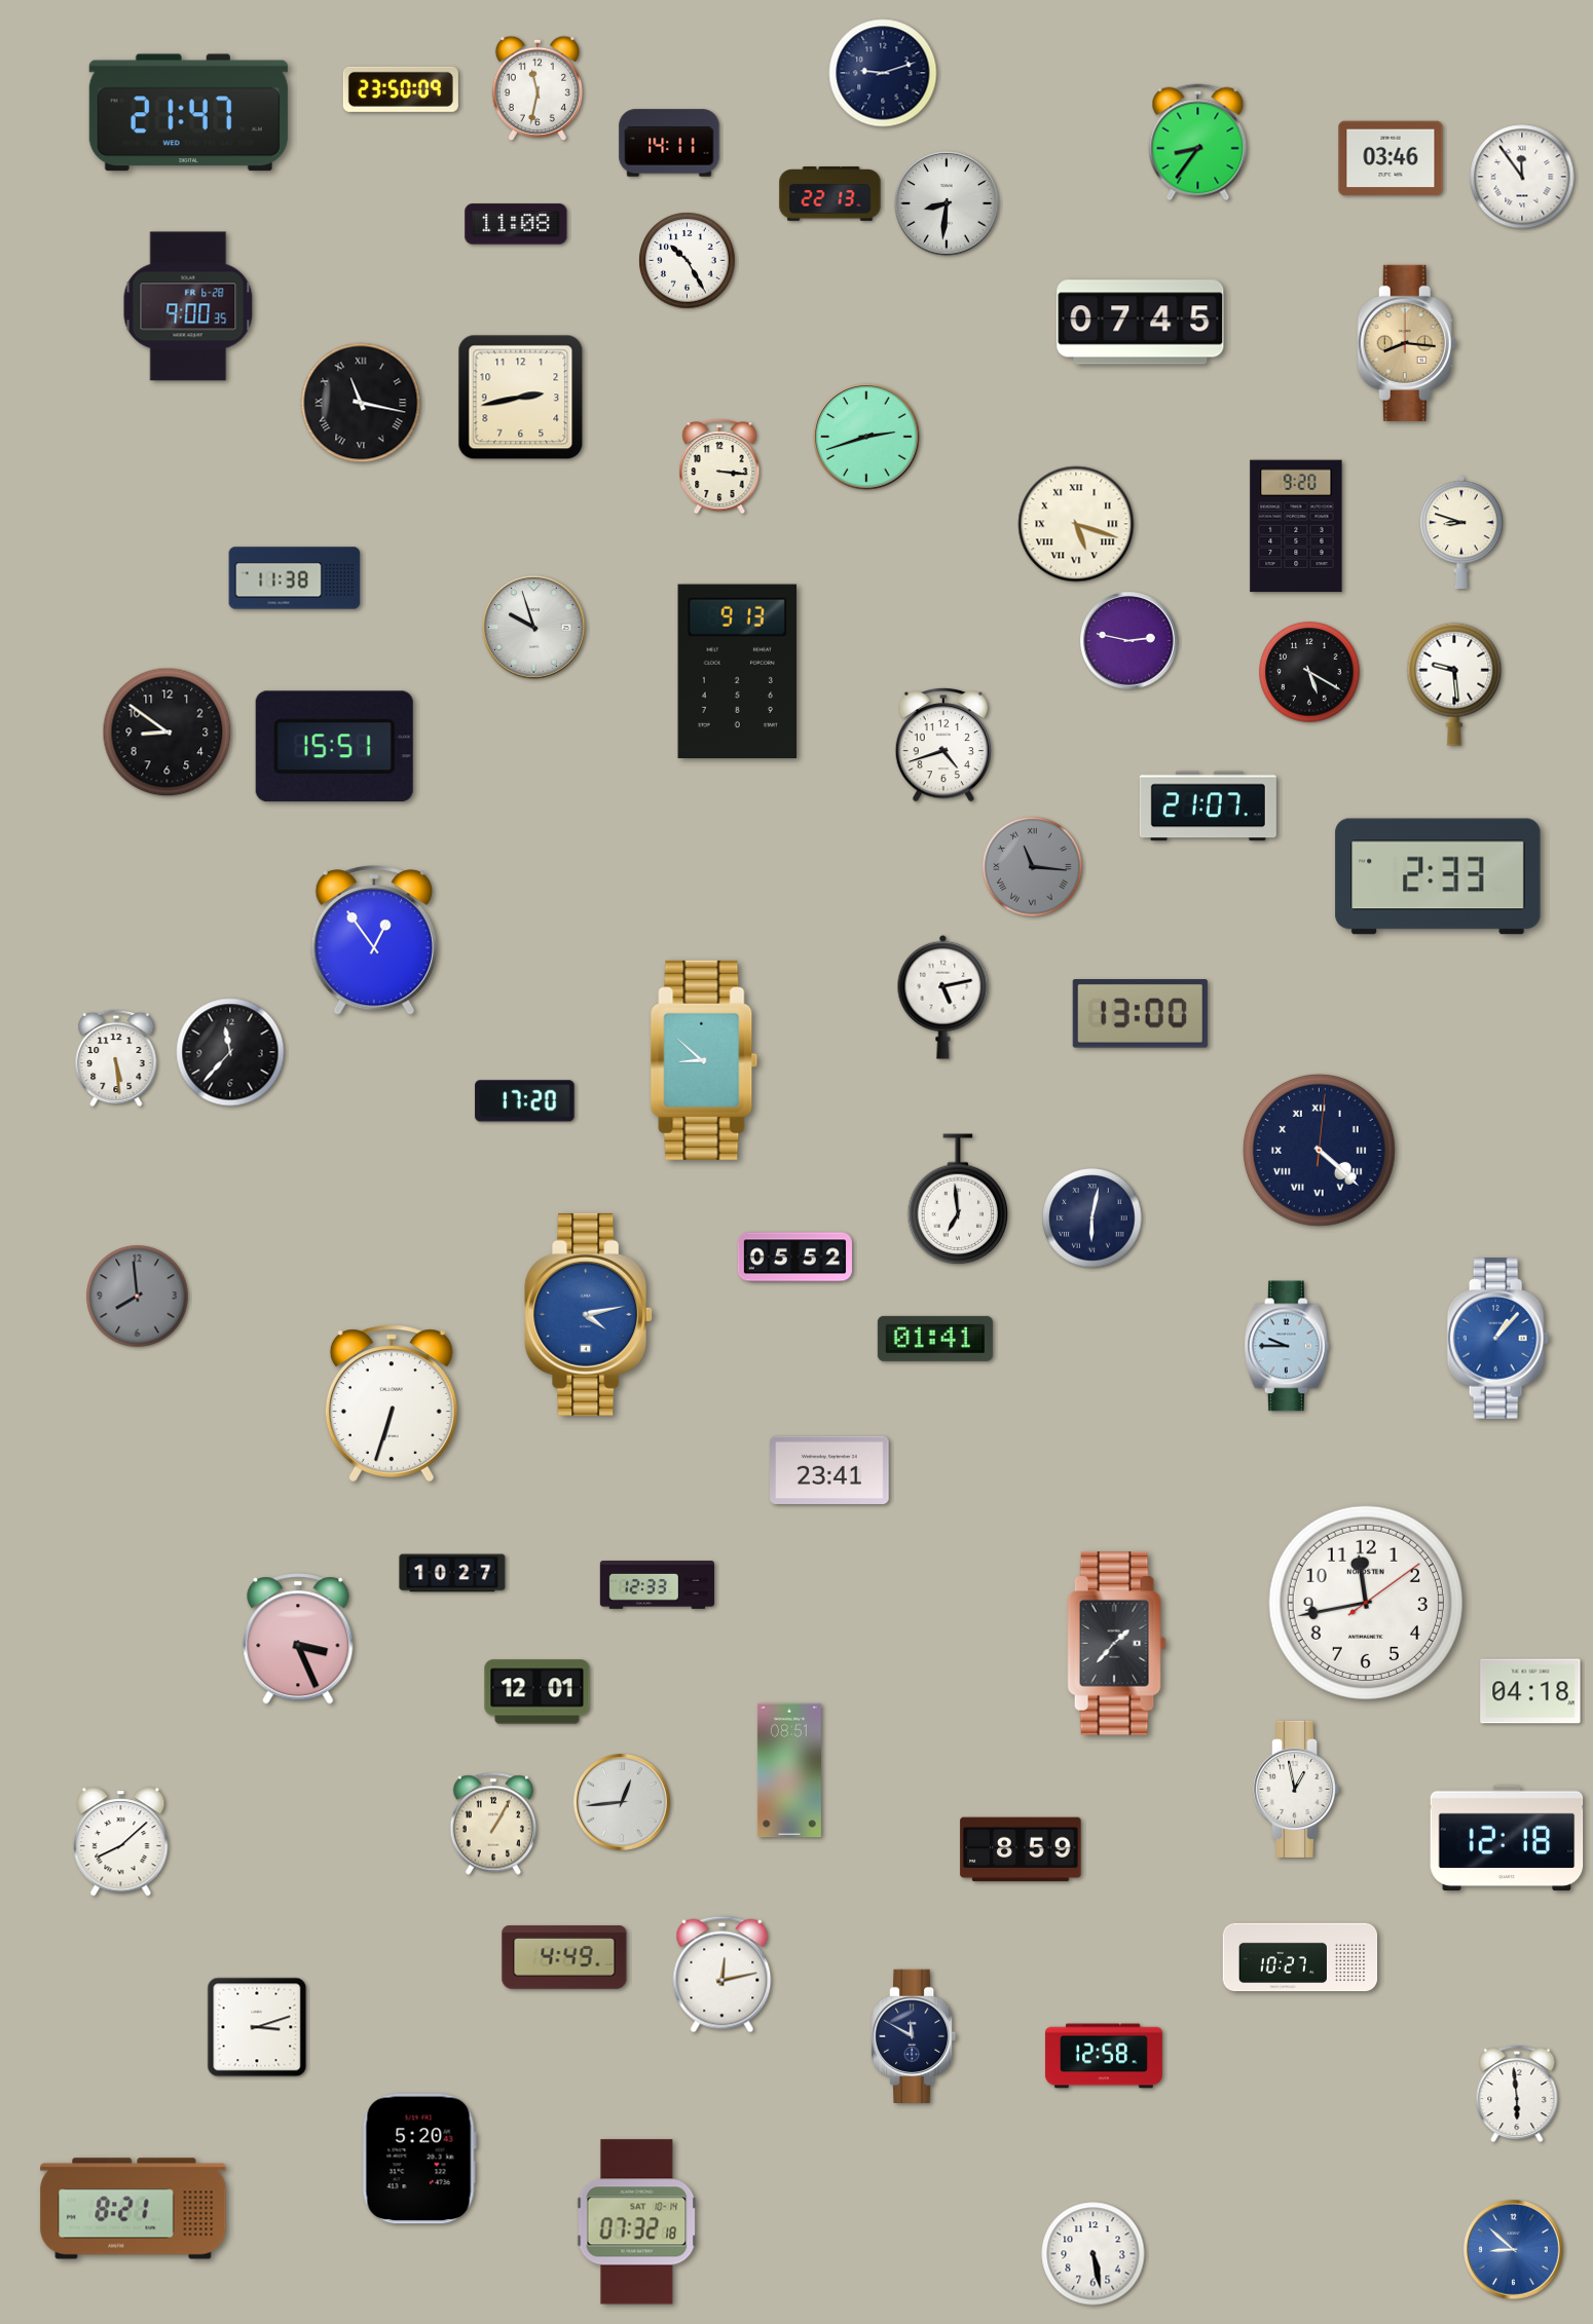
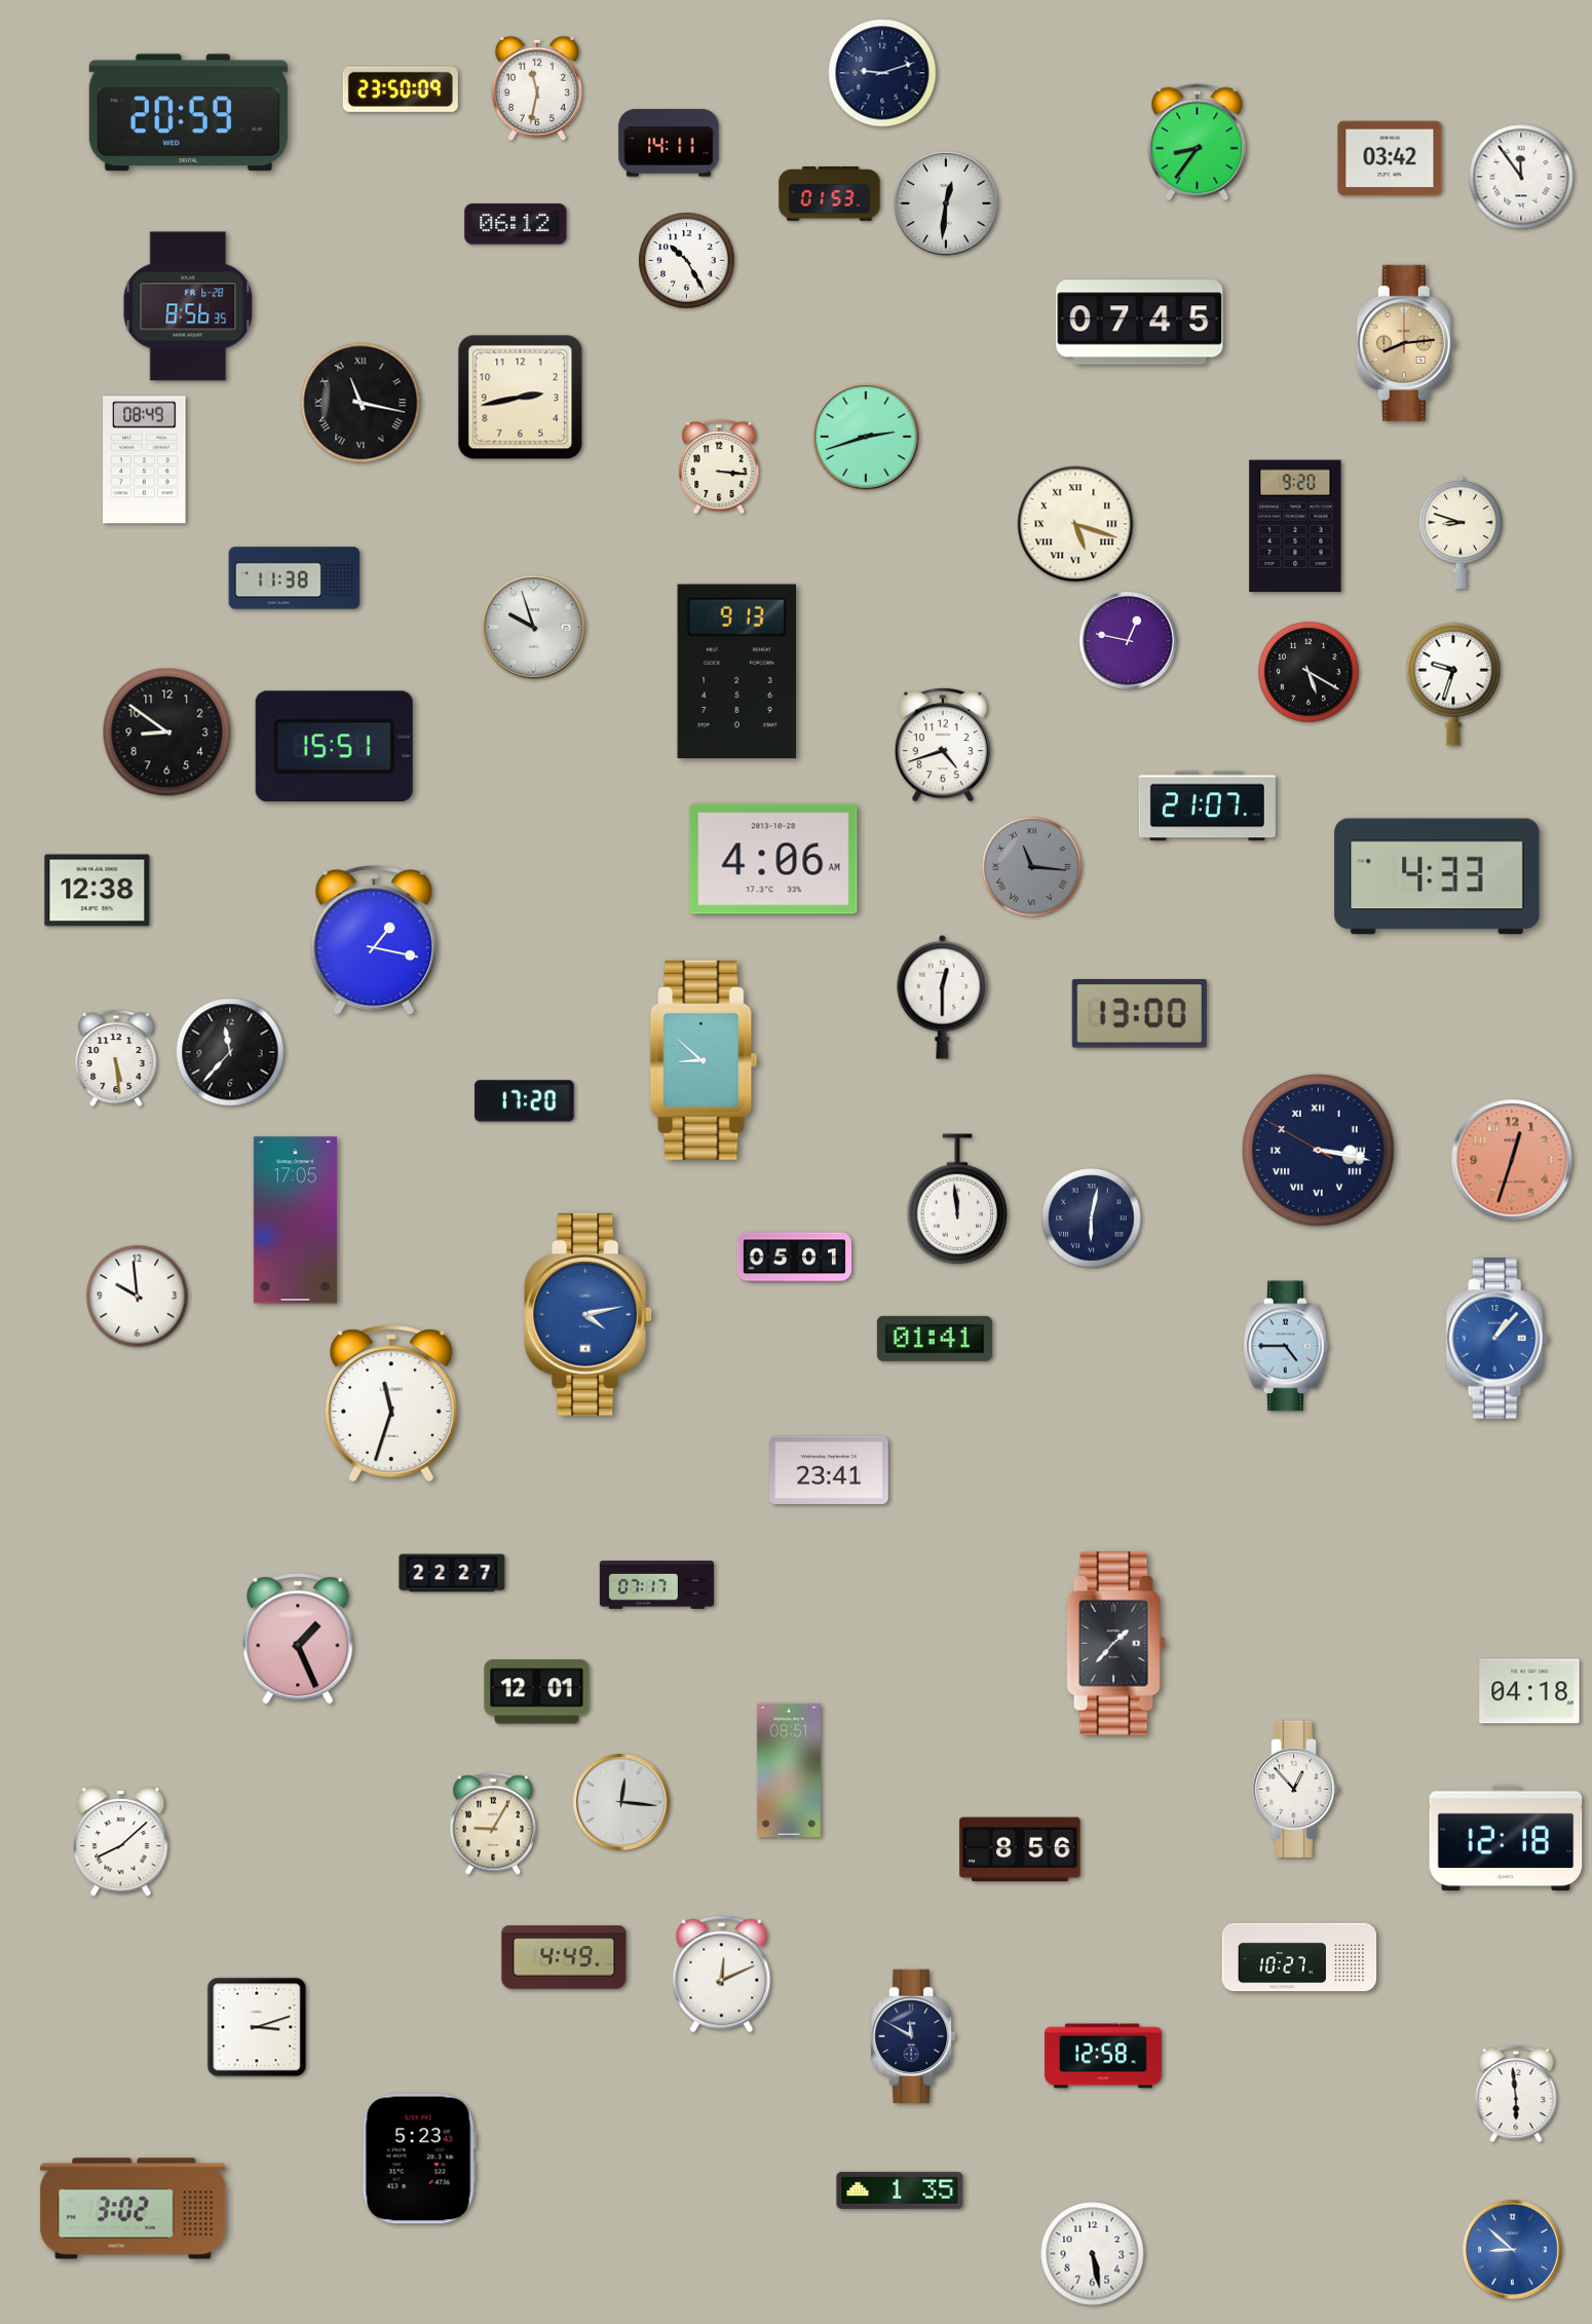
clock at (188, 113): 21:47 -> 20:59
clock at (1391, 158): 03:46 -> 03:42
clock at (830, 194): 22:13 -> 01:53
clock at (947, 203): 8:31 -> 12:31
clock at (516, 224): 11:08 -> 06:12
clock at (188, 306): 9:00 -> 8:56
clock at (1407, 343): 8:16 -> 8:14
clock at (145, 460): none -> 08:49
clock at (1129, 641): 2:47 -> 12:47
clock at (1454, 684): 9:29 -> 9:33
clock at (773, 859): none -> 4:06
clock at (1438, 876): 2:33 -> 4:33
clock at (98, 891): none -> 12:38
clock at (374, 940): 12:54 -> 1:17
clock at (943, 997): 5:13 -> 12:30
clock at (1319, 1150): 4:22 -> 3:16
clock at (1512, 1160): none -> 12:33
clock at (958, 1200): 6:59 -> 11:59
clock at (295, 1221): none -> 17:05
clock at (794, 1258): 05:52 -> 05:01
clock at (138, 1297): 7:59 -> 9:59
clock at (138, 1297) dial: grey -> white
clock at (1288, 1346): 9:45 -> 4:45
clock at (392, 1403): 6:33 -> 11:33
clock at (452, 1573): 10:27 -> 22:27
clock at (657, 1585): 12:33 -> 07:17
clock at (1366, 1603): 11:43 -> none
clock at (298, 1639): 3:26 -> 1:26
clock at (1297, 1789): 12:58 -> 12:53
clock at (623, 1803): 12:44 -> 12:16
clock at (493, 1824): 1:05 -> 9:05
clock at (1021, 1849): 8:59 -> 8:56
clock at (723, 1975): 12:13 -> 12:11
clock at (419, 2159): 5:20 -> 5:23
clock at (900, 2190): none -> 1:35
clock at (134, 2209): 8:21 -> 3:02
clock at (637, 2222): 07:32 -> none
